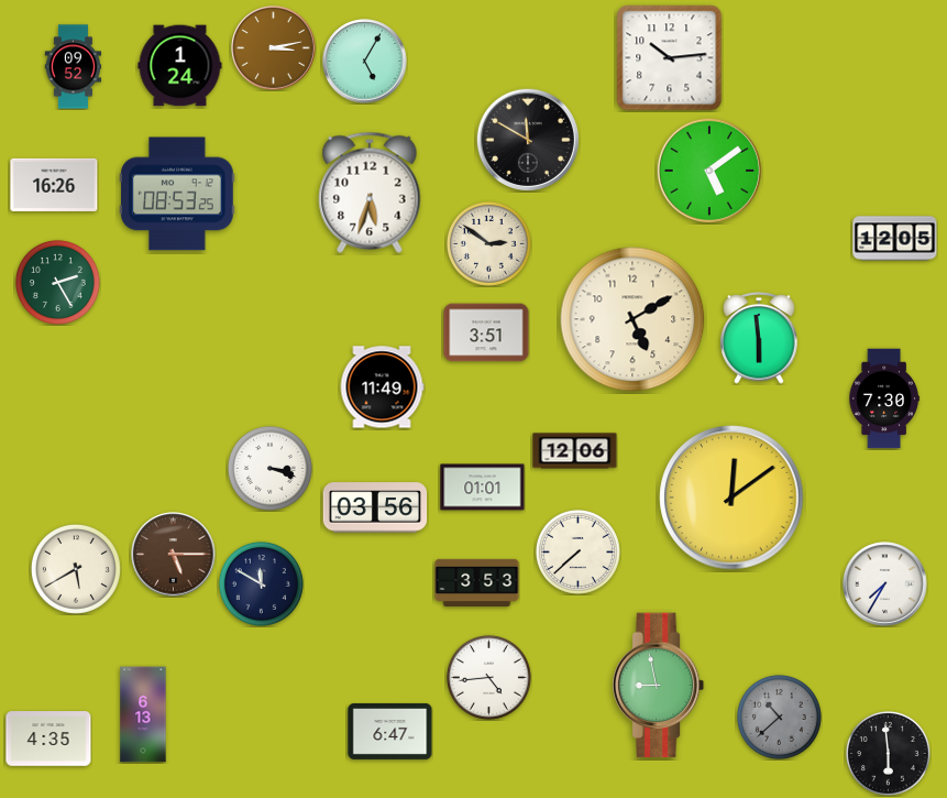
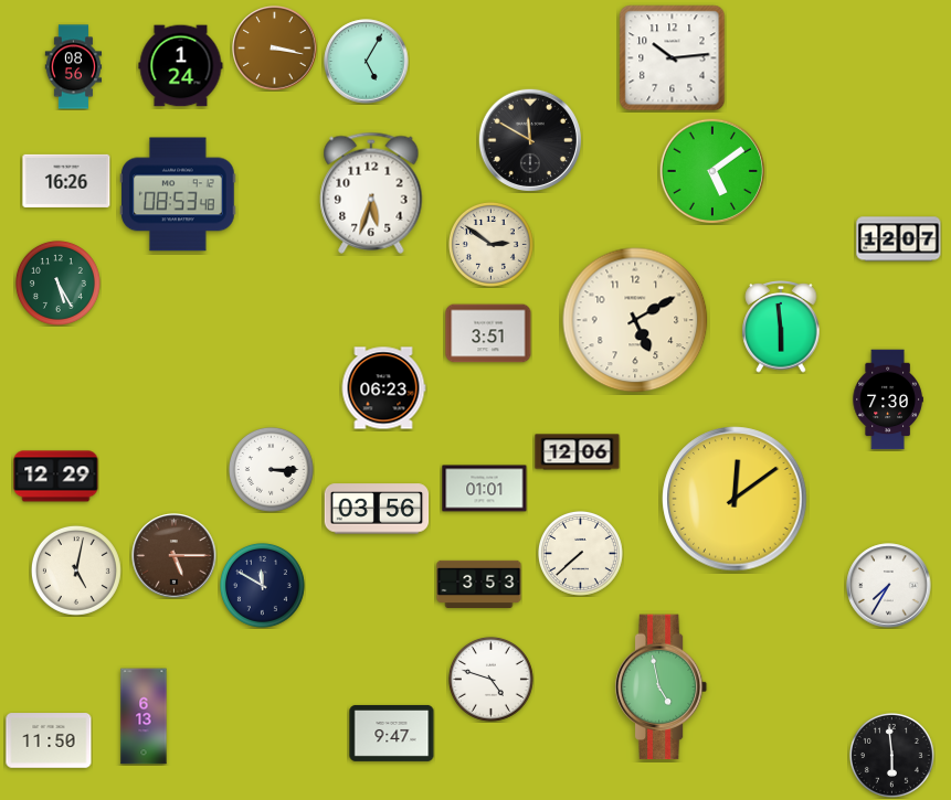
clock at (274, 48): 3:13 -> 3:17
clock at (74, 67): 09:52 -> 08:56
clock at (54, 185) position: (54, 185) -> (66, 181)
clock at (177, 194): 08:53:25 -> 08:53:48
clock at (895, 239): 12:05 -> 12:07
clock at (57, 282): 2:25 -> 5:25
clock at (759, 338) position: (759, 338) -> (781, 327)
clock at (382, 387): 11:49 -> 06:23
clock at (269, 468): 3:18 -> 3:15
clock at (56, 477): none -> 12:29
clock at (76, 569): 5:40 -> 5:02
clock at (488, 677): 4:44 -> 4:48
clock at (659, 686): 8:58 -> 4:58
clock at (779, 717): 10:38 -> none
clock at (390, 731): 6:47 -> 9:47
clock at (48, 739): 4:35 -> 11:50
